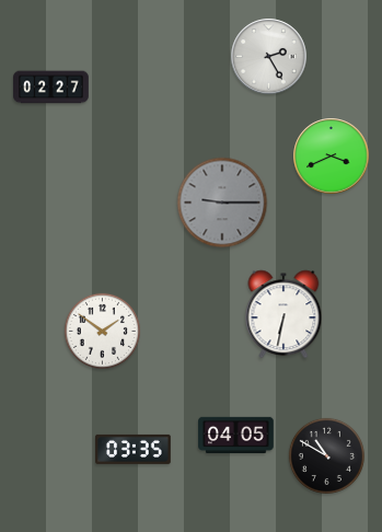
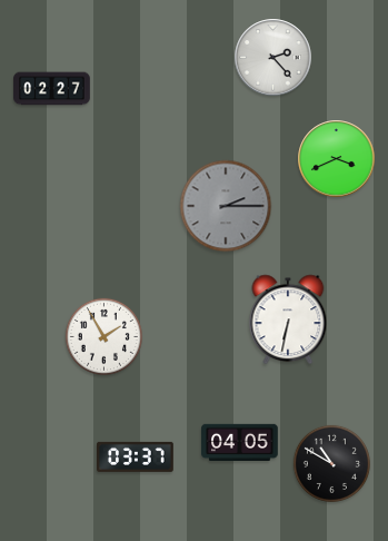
clock at (269, 57): 2:25 -> 2:23
clock at (222, 203): 9:15 -> 2:15
clock at (102, 331): 1:51 -> 1:55
clock at (134, 449): 03:35 -> 03:37
